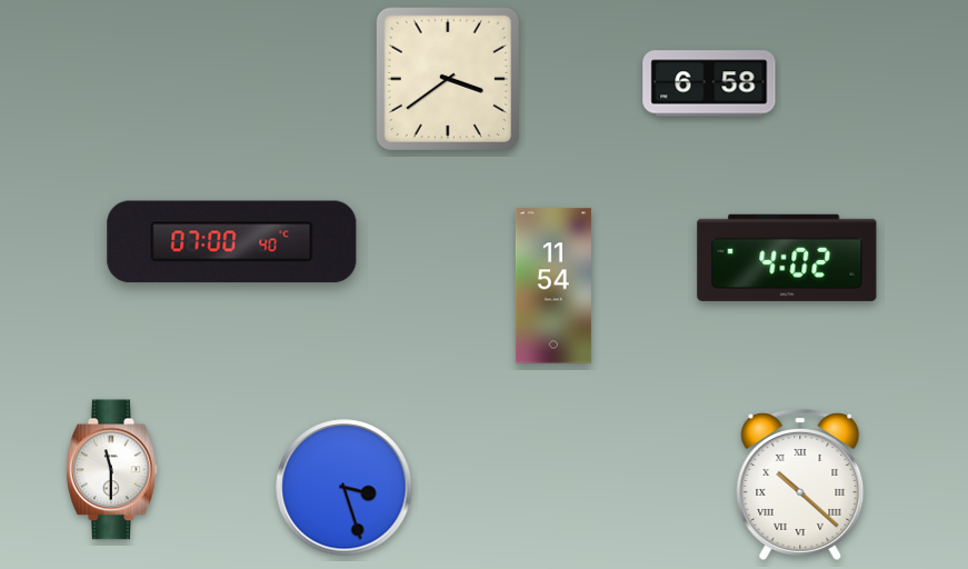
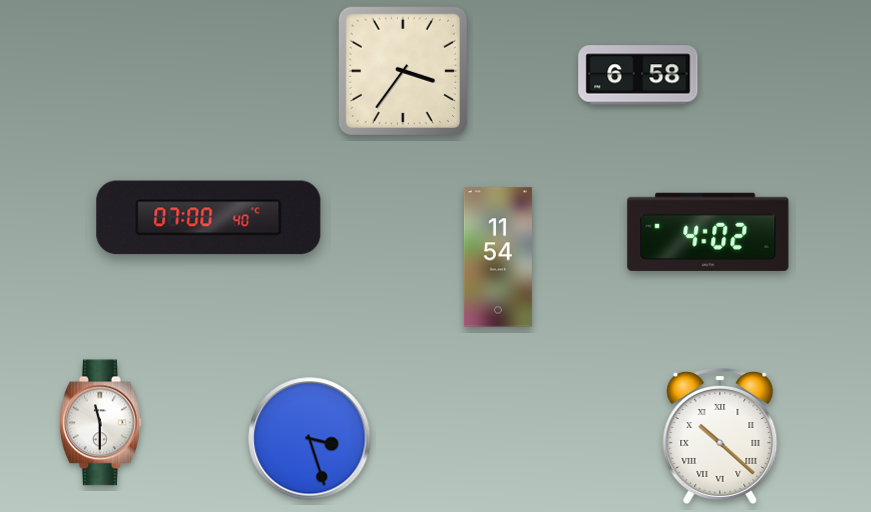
clock at (448, 79): 3:39 -> 3:36
